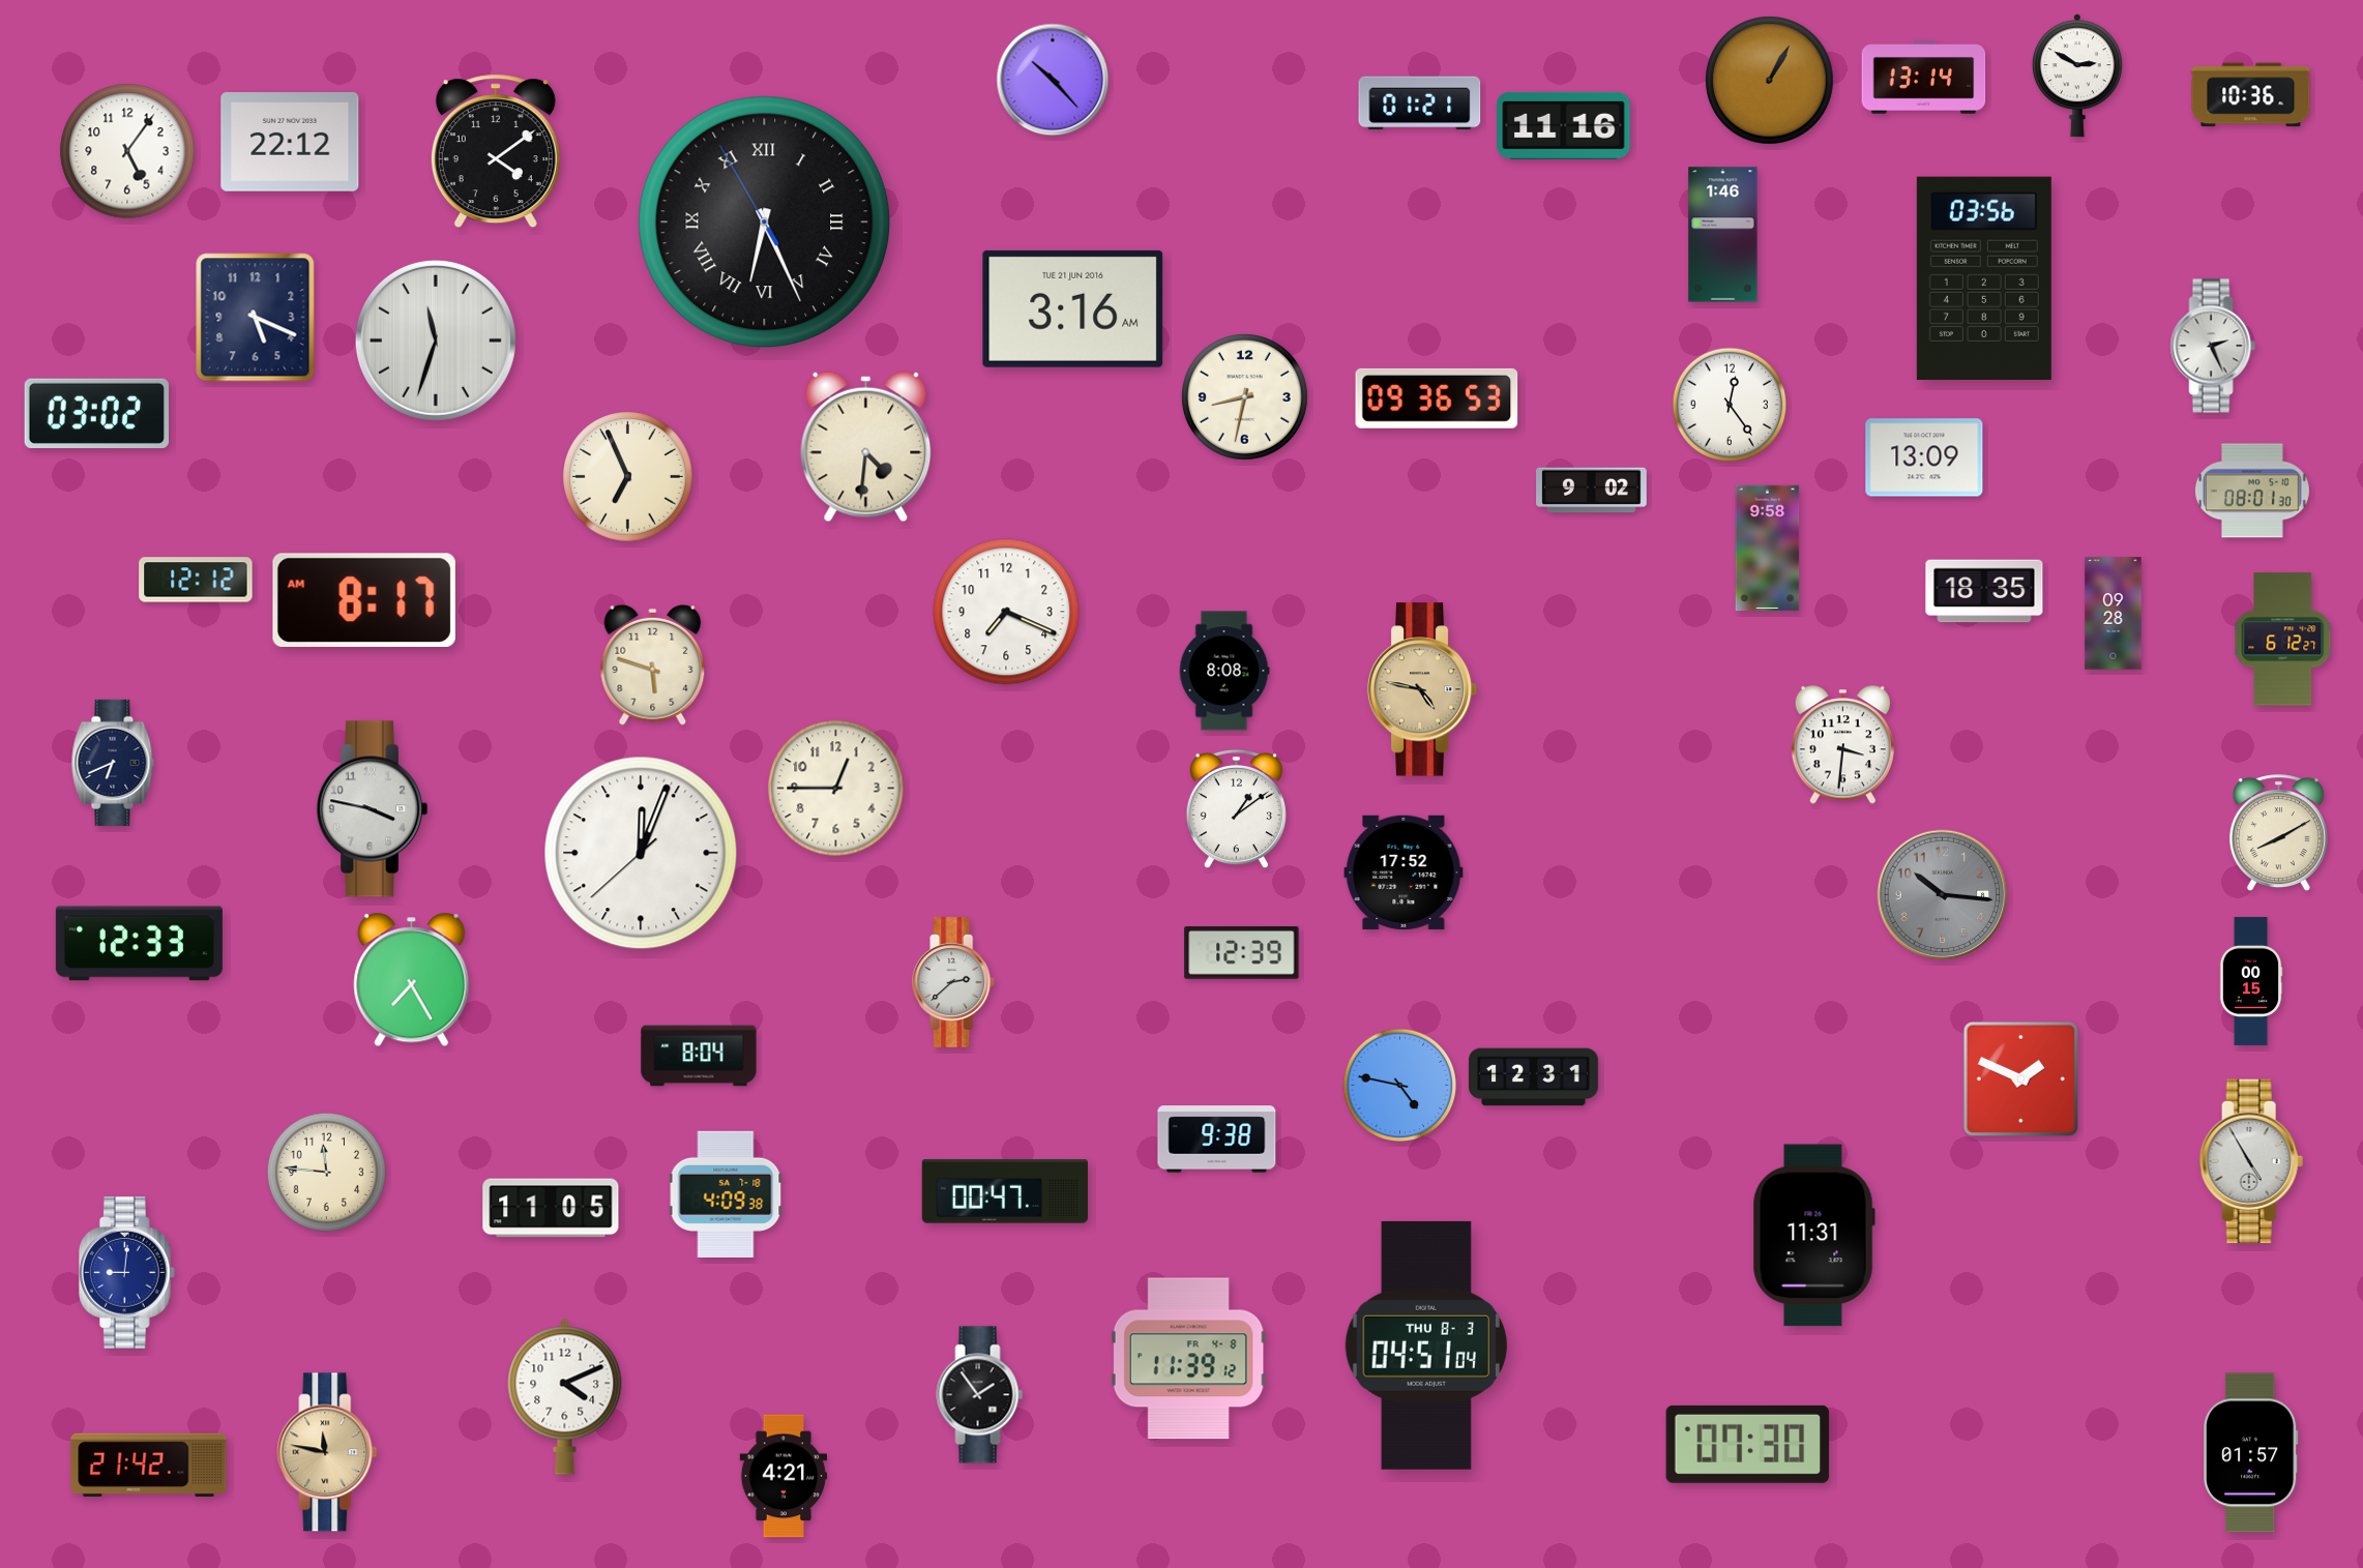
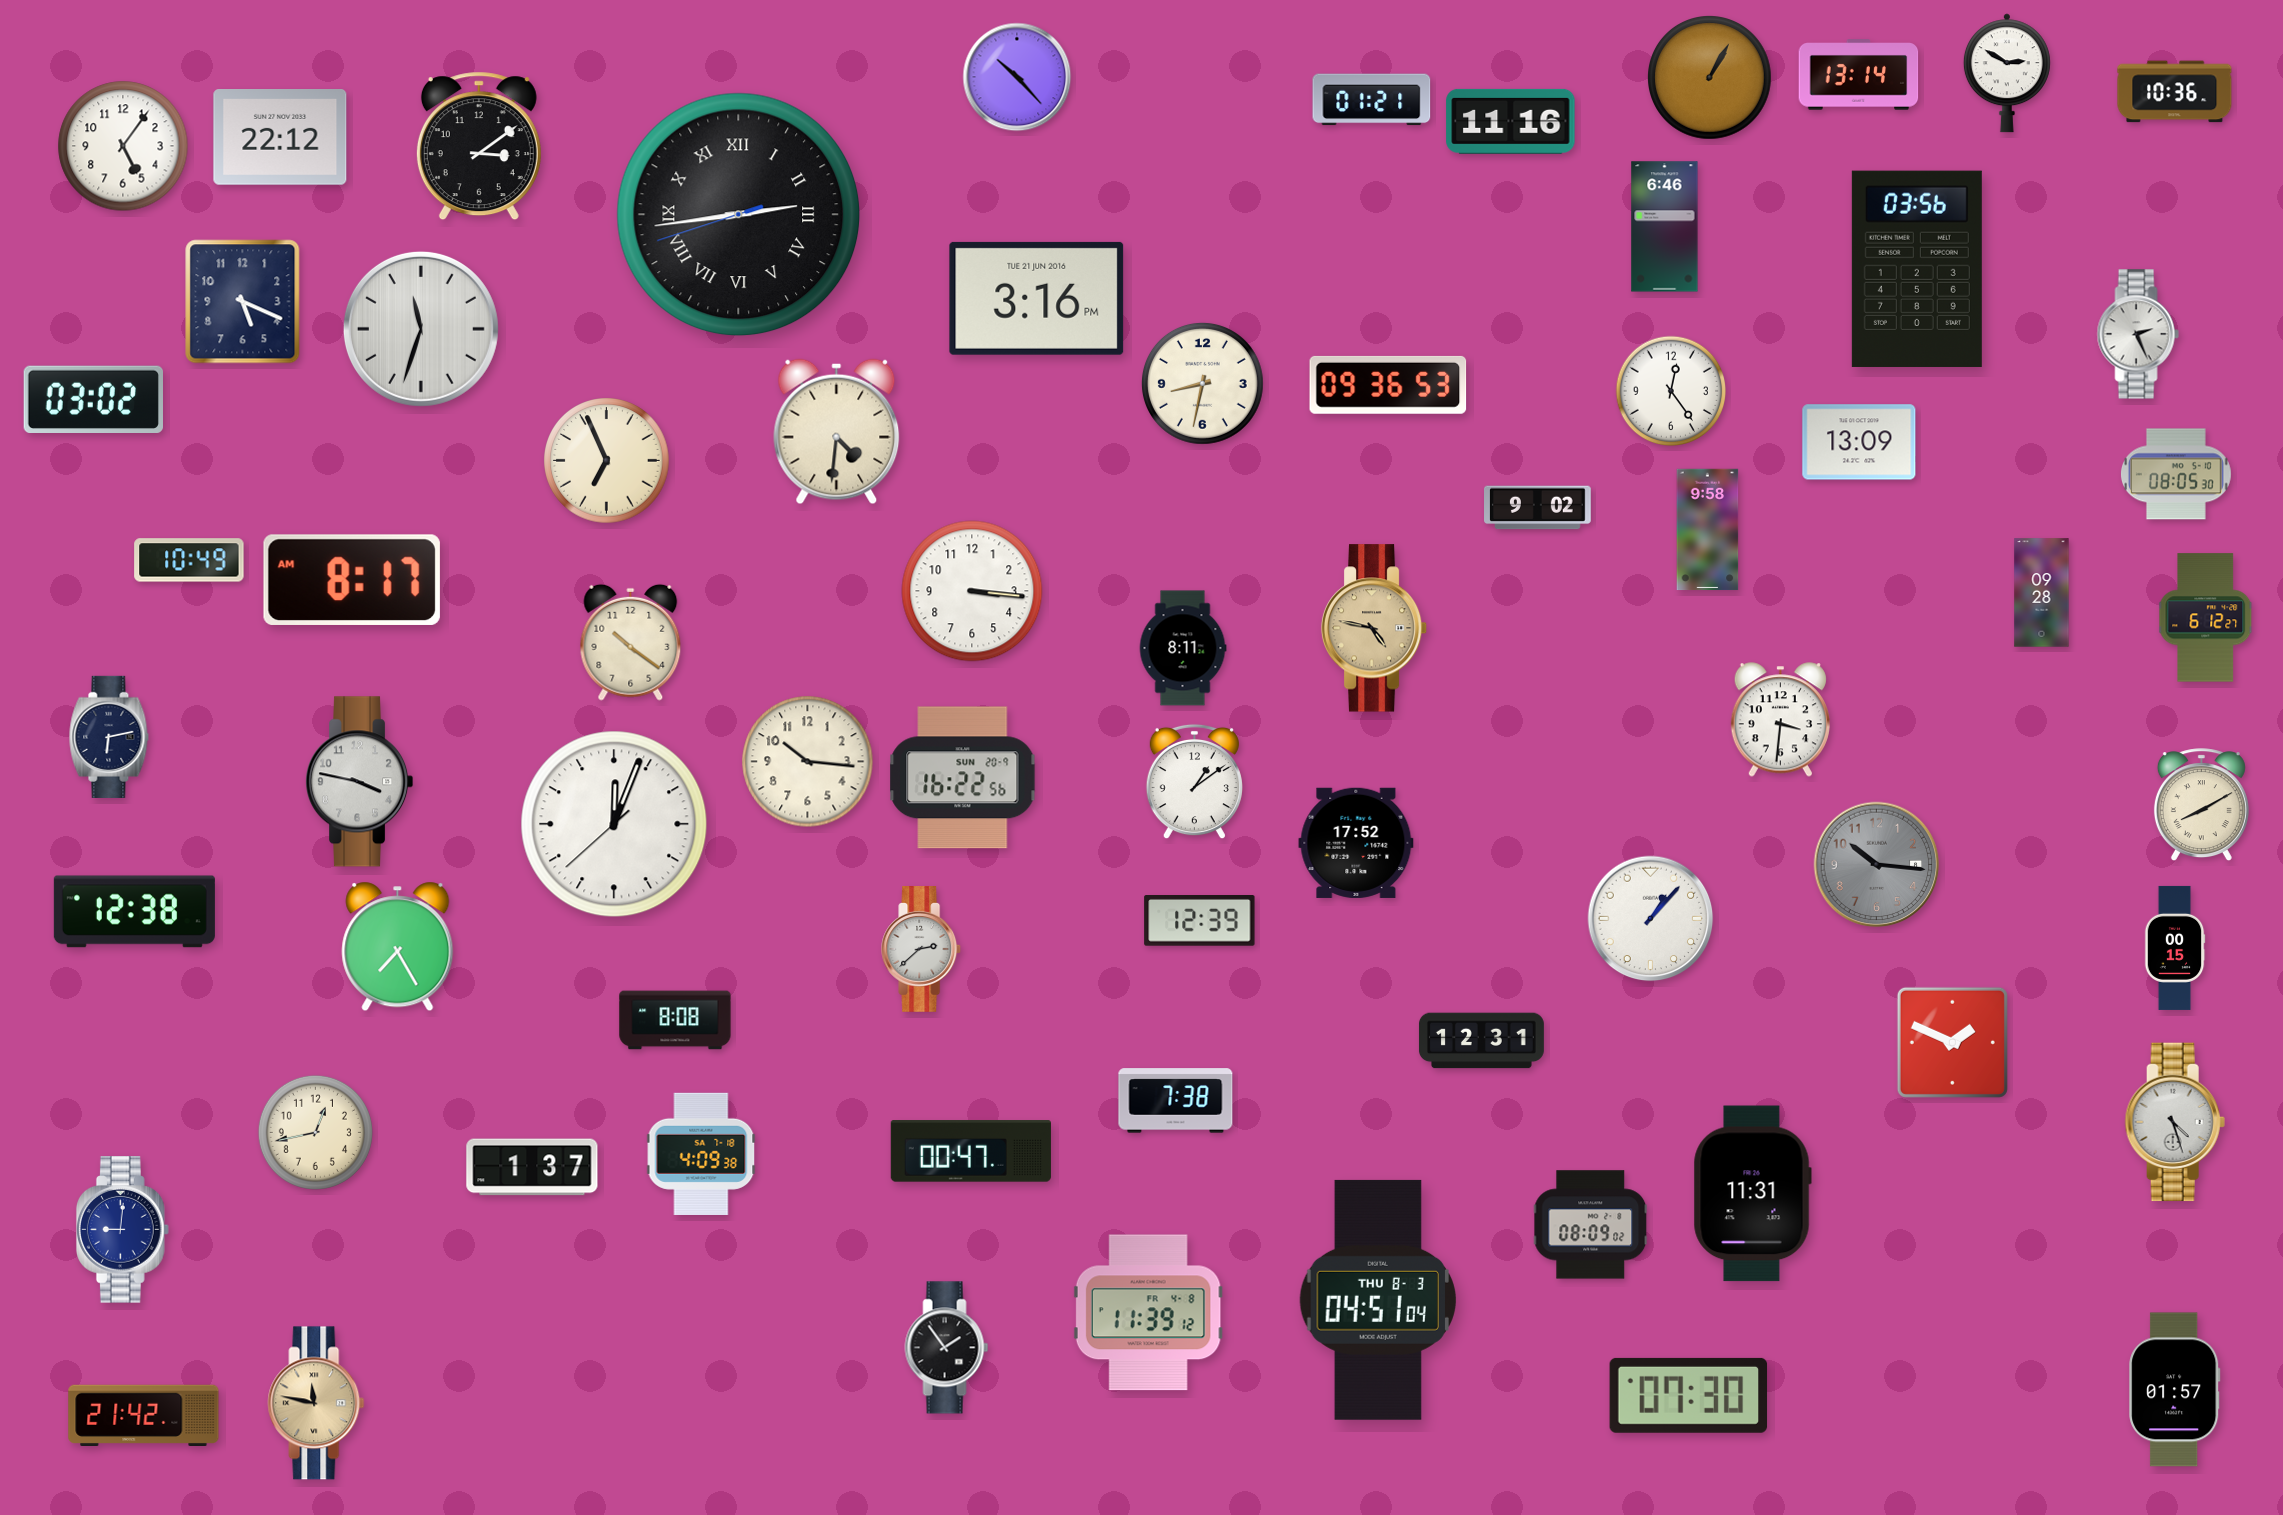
clock at (496, 151): 4:09 -> 3:09
clock at (765, 223): 6:25 -> 2:43
clock at (1723, 235): 1:46 -> 6:46
clock at (1073, 308): 3:16 AM -> 3:16 PM
clock at (256, 318) position: (256, 318) -> (243, 302)
clock at (1592, 491) position: (1592, 491) -> (1538, 508)
clock at (2252, 491): 08:01 -> 08:05
clock at (196, 580): 12:12 -> 10:49
clock at (1984, 591): 18:35 -> none
clock at (1006, 612): 7:19 -> 3:16
clock at (653, 664): 5:48 -> 10:21
clock at (1224, 671): 8:08 -> 8:11
clock at (1422, 689) position: (1422, 689) -> (1374, 628)
clock at (113, 763): 6:41 -> 6:13
clock at (836, 789): 12:45 -> 10:16
clock at (963, 778): none -> 16:22
clock at (641, 853) position: (641, 853) -> (614, 824)
clock at (139, 944): 12:33 -> 12:38
clock at (1651, 919): none -> 1:07
clock at (699, 1056): 8:04 -> 8:08
clock at (1400, 1086): 4:47 -> none
clock at (1217, 1140): 9:38 -> 7:38
clock at (2251, 1161): 4:55 -> 4:27
clock at (326, 1172): 11:46 -> 12:43
clock at (551, 1208): 11:05 -> 1:37
clock at (1591, 1225): none -> 08:09
clock at (565, 1396): 4:11 -> none
clock at (2251, 1453) position: (2251, 1453) -> (2175, 1390)
clock at (784, 1476): 4:21 -> none
